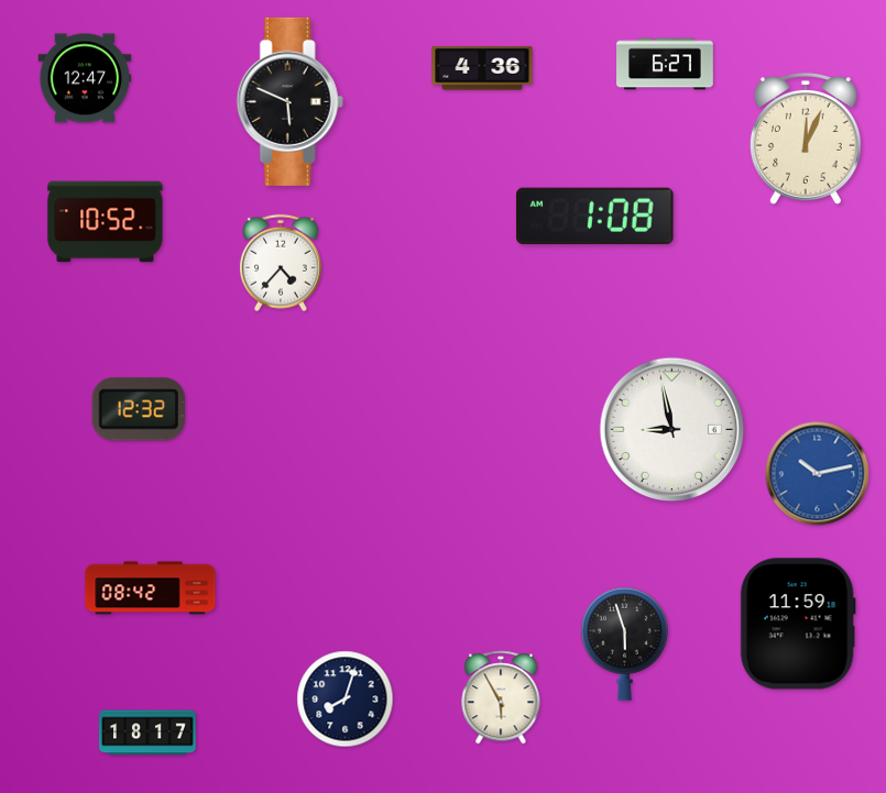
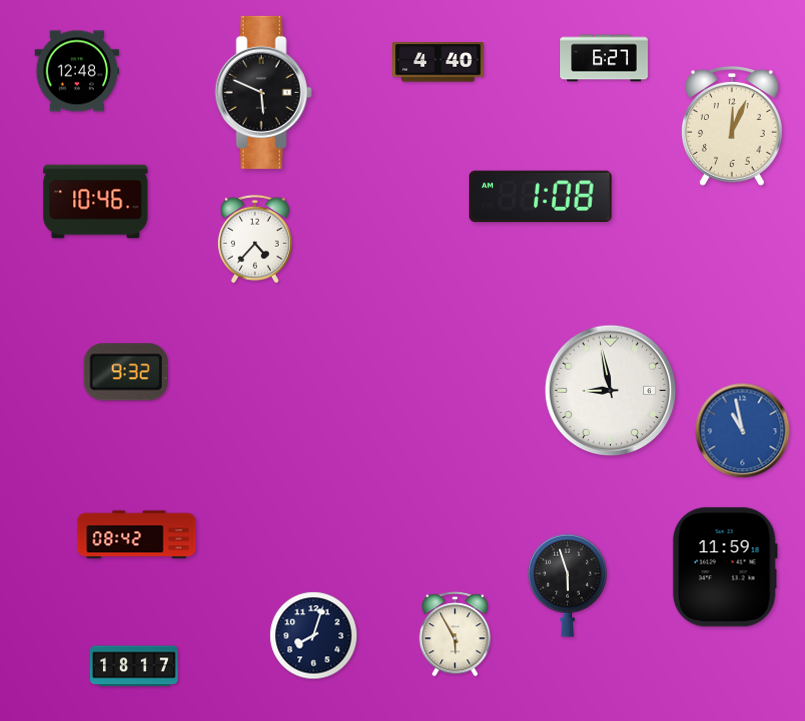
clock at (482, 68): 4:36 -> 4:40
clock at (85, 78): 12:47 -> 12:48
clock at (106, 222): 10:52 -> 10:46
clock at (139, 409): 12:32 -> 9:32
clock at (818, 474): 10:13 -> 10:58
